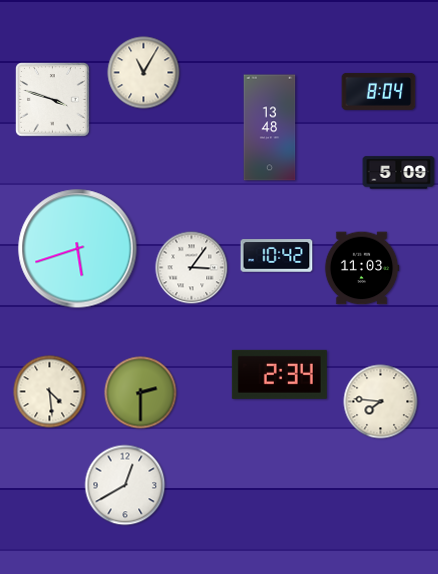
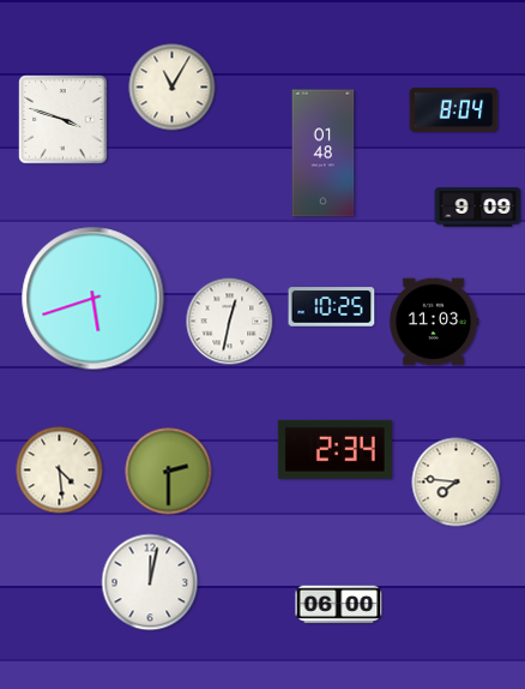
clock at (270, 128): 13:48 -> 01:48
clock at (399, 173): 5:09 -> 9:09
clock at (277, 256): 10:42 -> 10:25
clock at (192, 268): 3:06 -> 12:32
clock at (125, 485): 12:40 -> 12:02
clock at (339, 605): none -> 06:00
